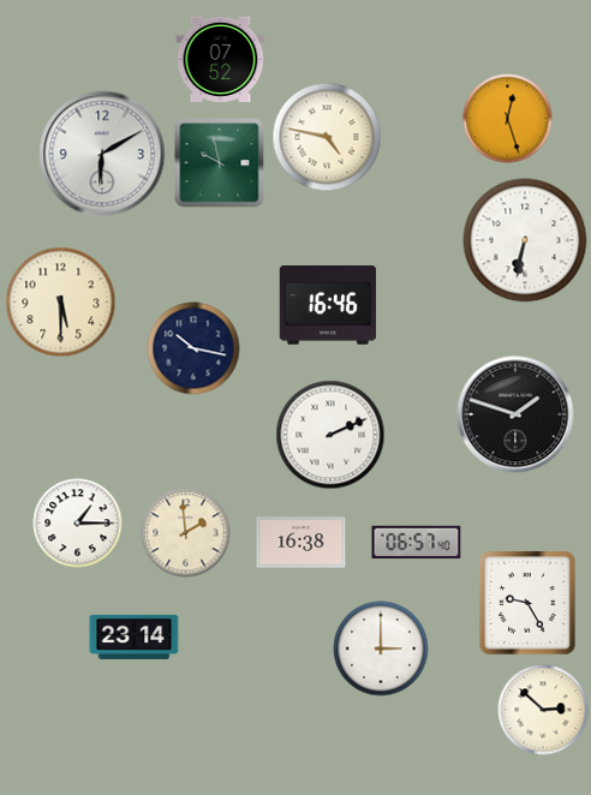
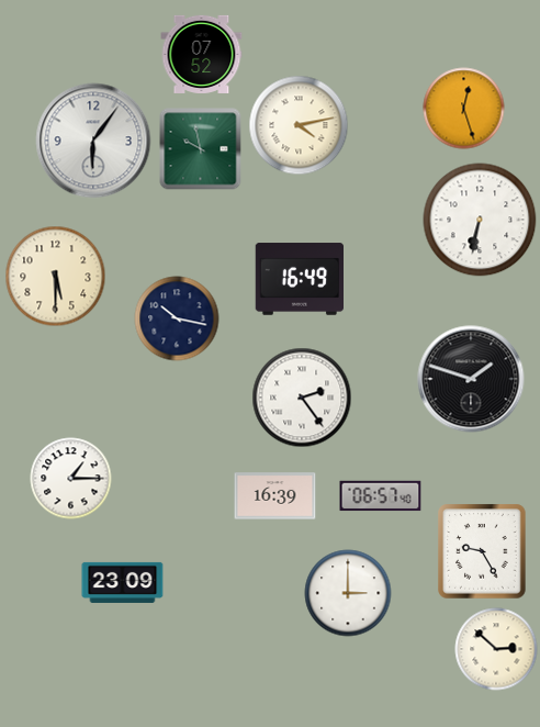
clock at (327, 137): 4:47 -> 4:13
clock at (102, 154): 6:10 -> 6:06
clock at (327, 305): 16:46 -> 16:49
clock at (330, 435): 2:11 -> 2:24
clock at (186, 533): 1:59 -> none
clock at (302, 543): 16:38 -> 16:39
clock at (135, 636): 23:14 -> 23:09
